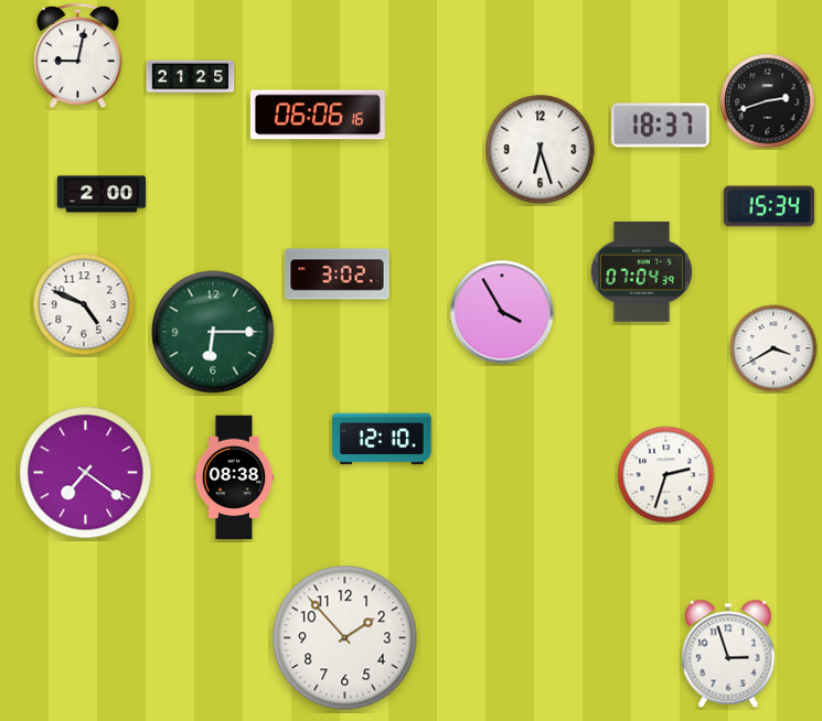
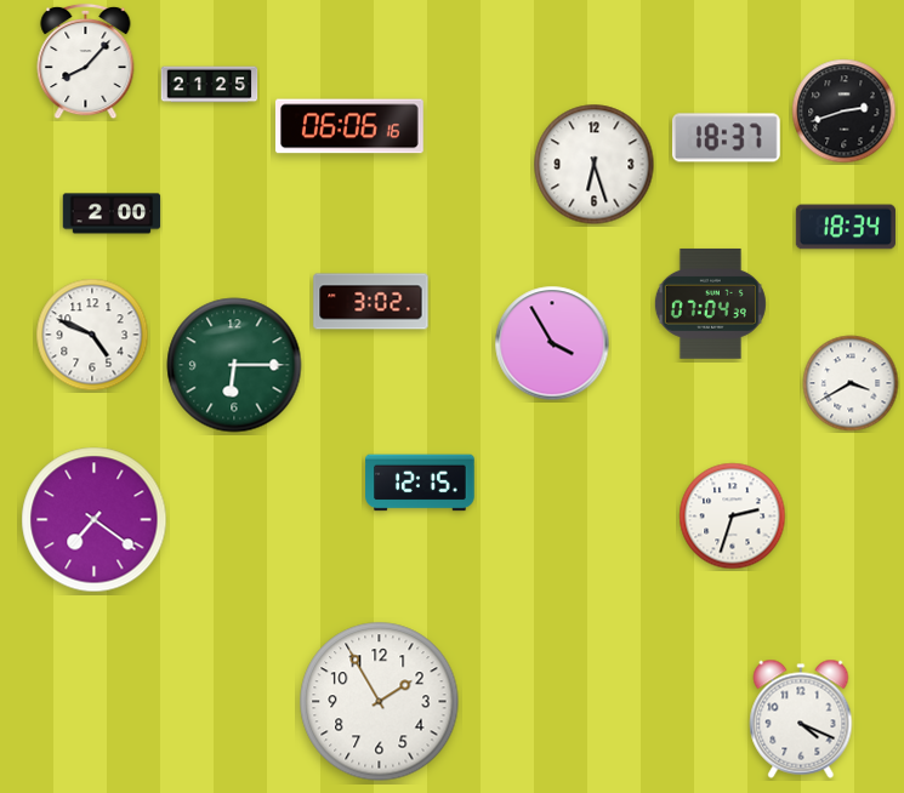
clock at (78, 56): 9:02 -> 8:07
clock at (769, 206): 15:34 -> 18:34
clock at (641, 271) position: (641, 271) -> (710, 303)
clock at (382, 439): 12:10 -> 12:15
clock at (666, 475) position: (666, 475) -> (733, 517)
clock at (234, 477): 08:38 -> none
clock at (345, 638): 1:53 -> 1:55
clock at (728, 654): 2:57 -> 4:19
